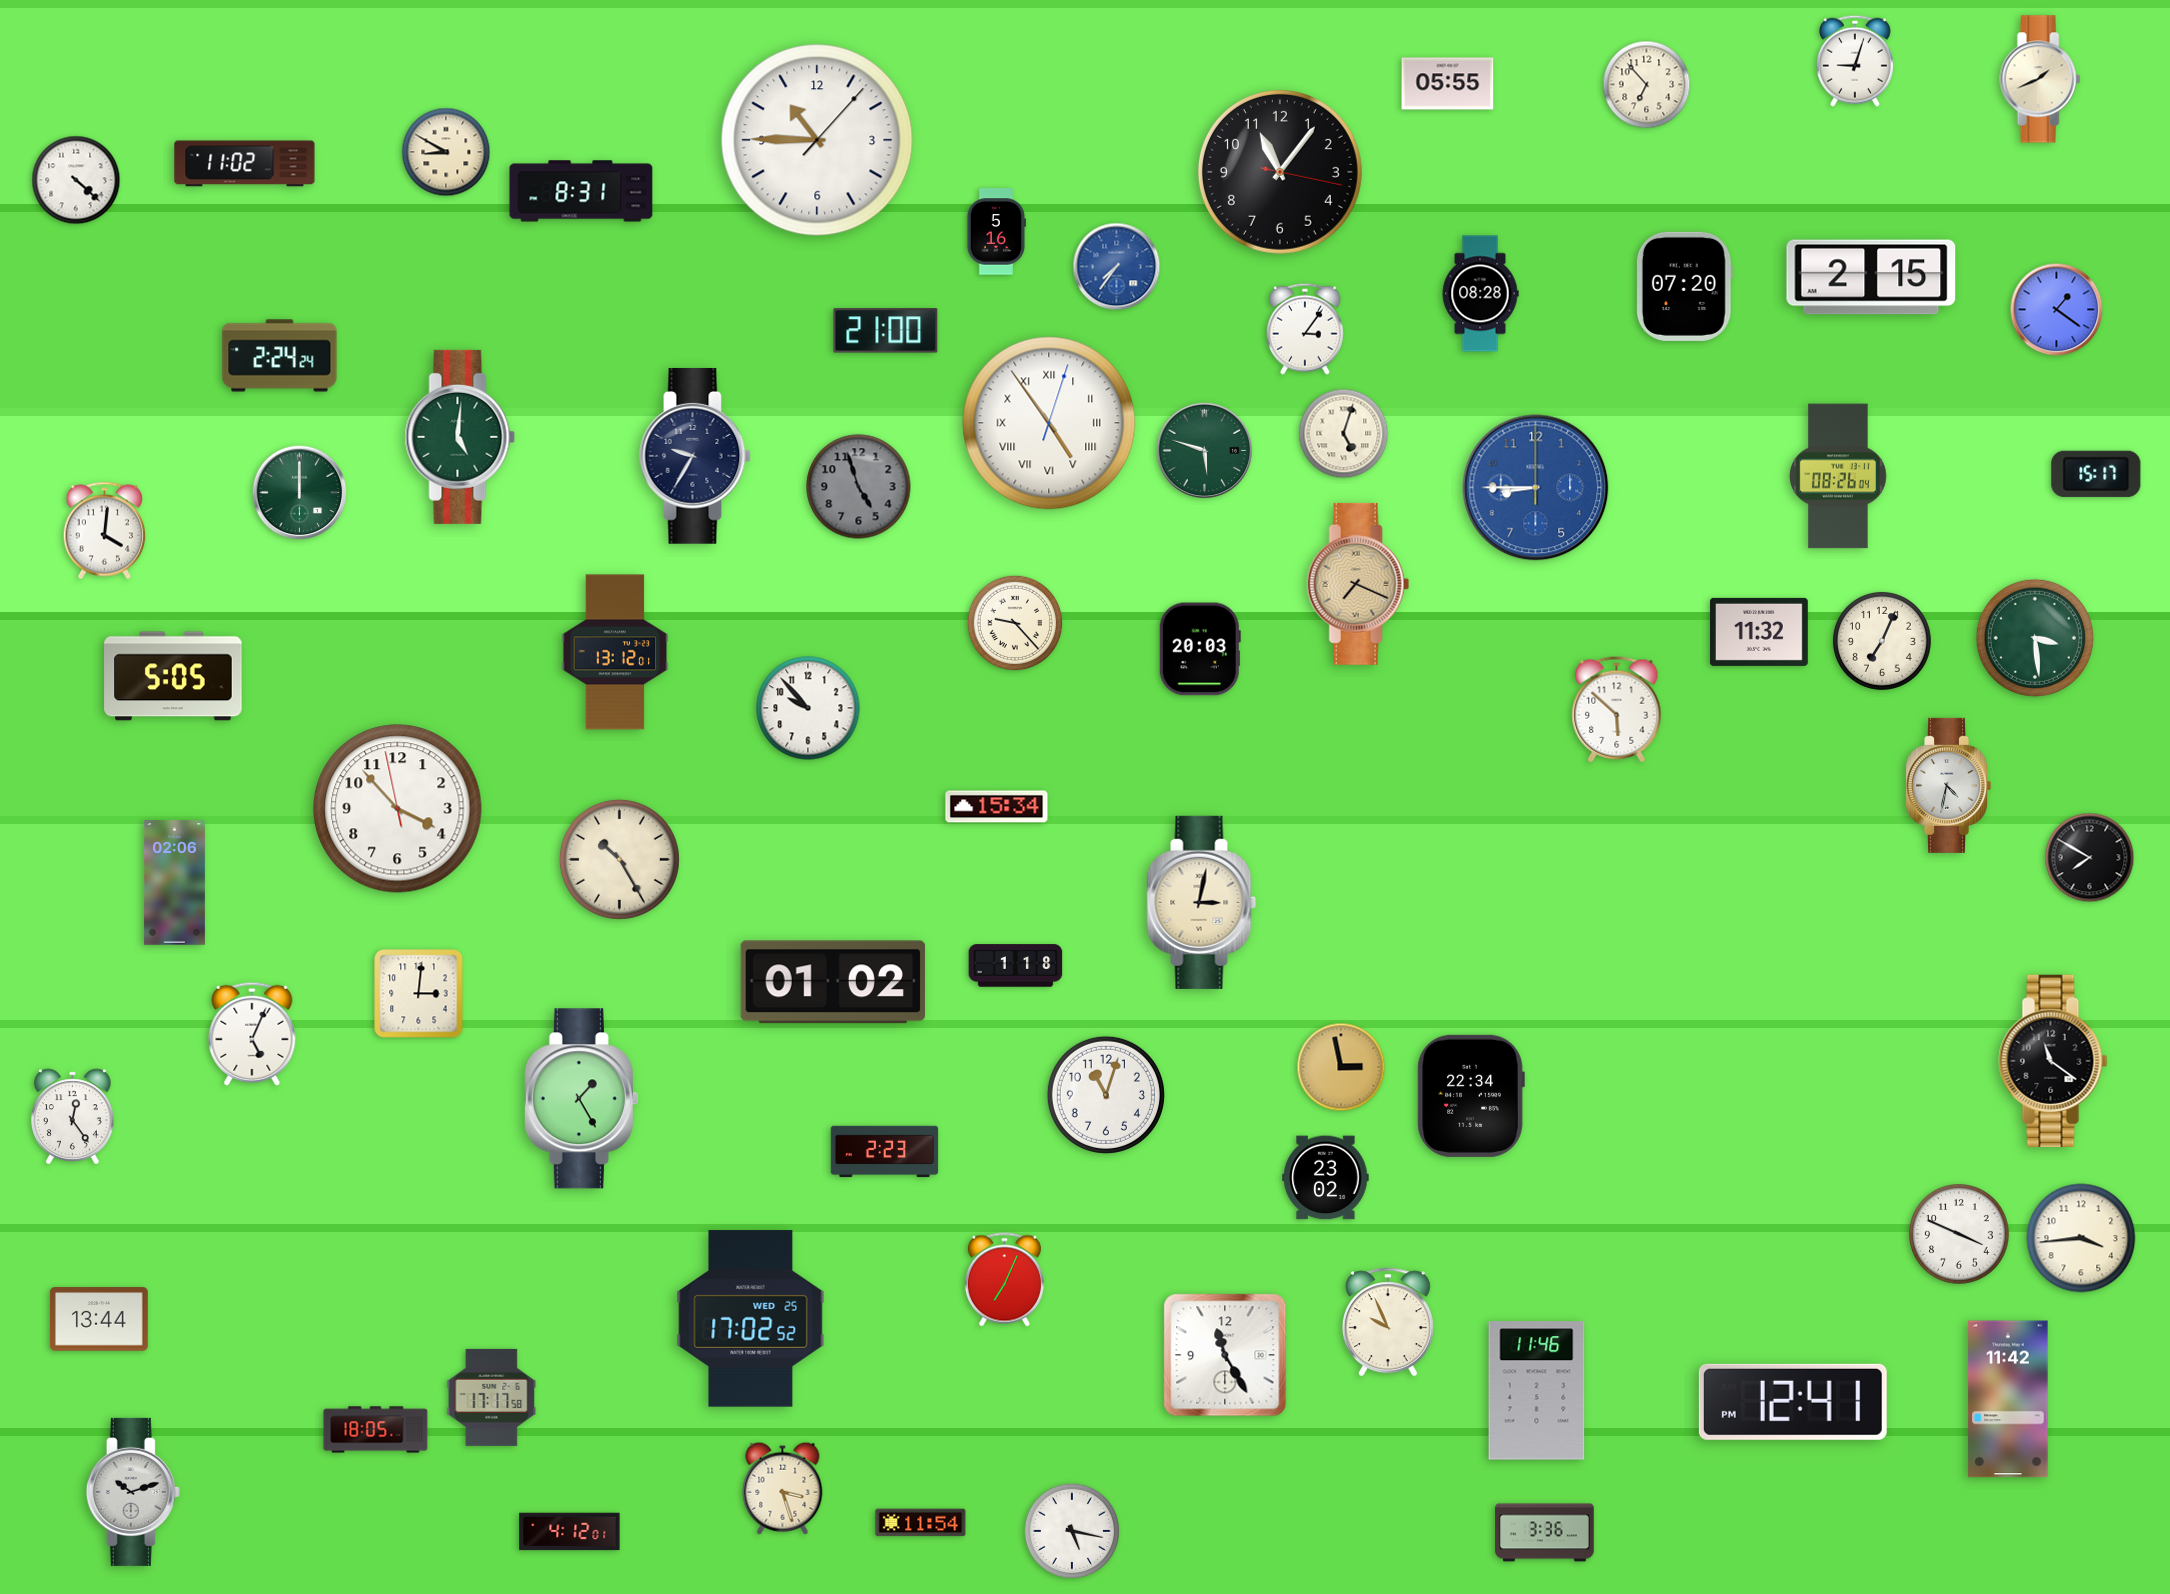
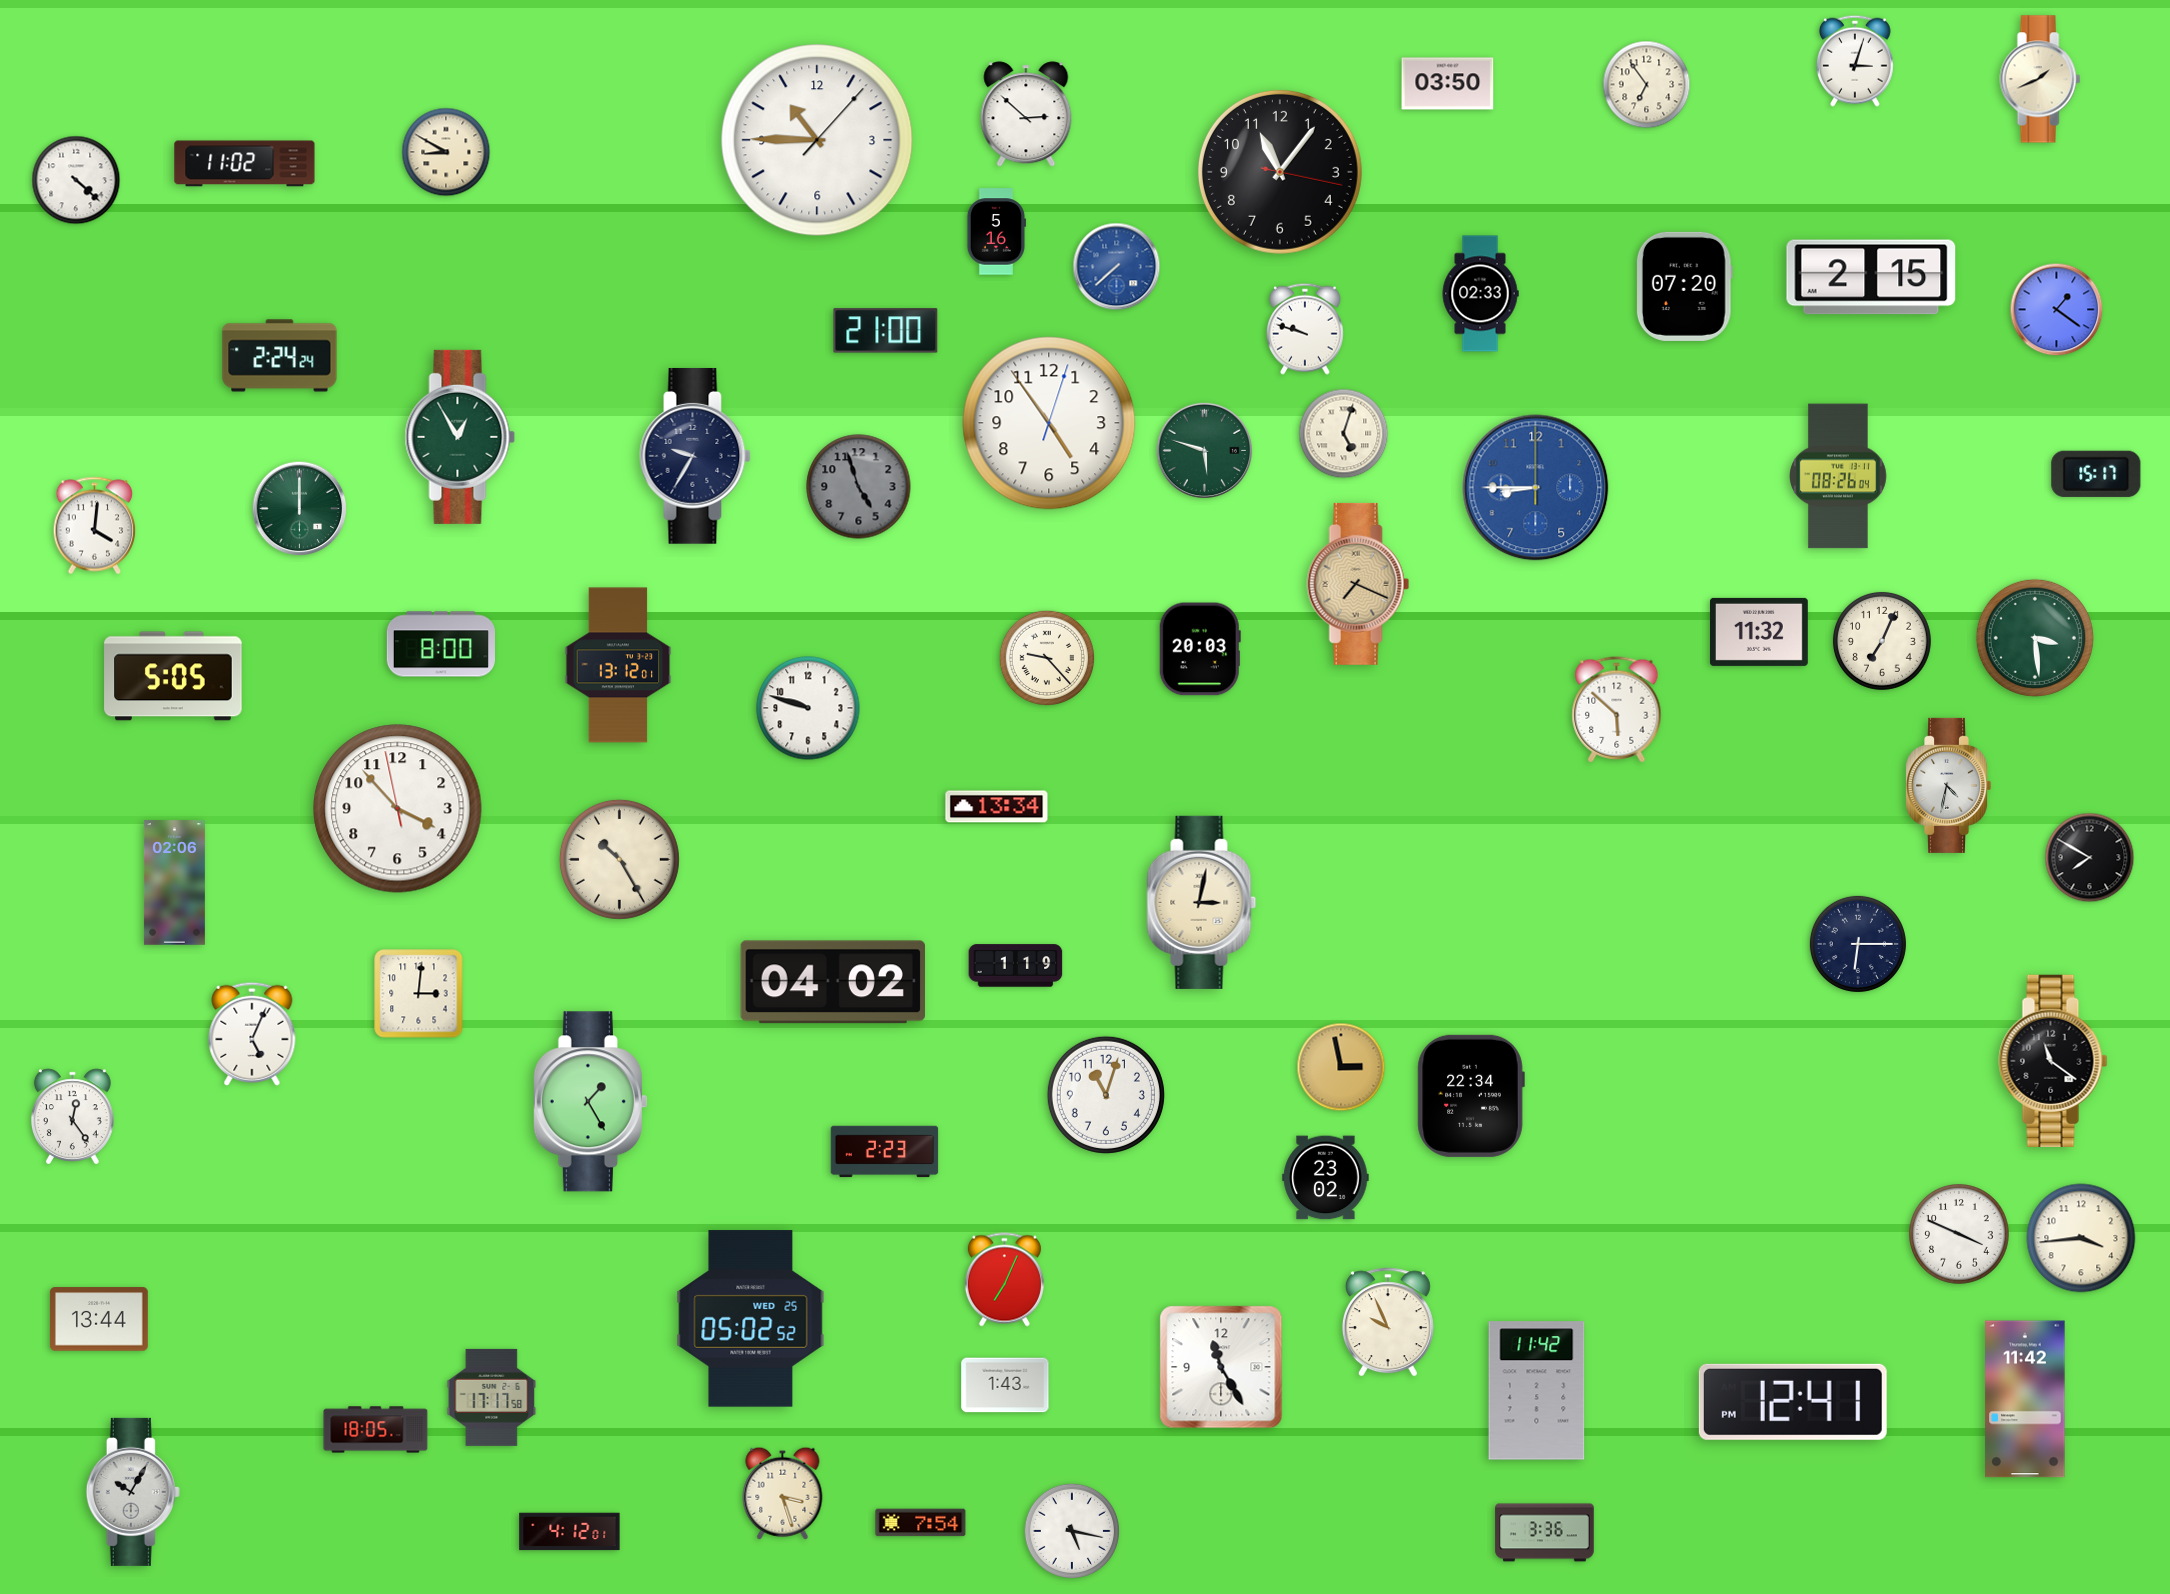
clock at (1855, 61): 9:03 -> 3:03
clock at (1448, 84): 05:55 -> 03:50
clock at (1647, 85): 6:53 -> 6:54
clock at (1026, 114): none -> 2:52
clock at (581, 191): 8:31 -> none
clock at (1117, 267): 7:36 -> 7:38
clock at (1480, 294): 08:28 -> 02:33
clock at (1305, 329): 3:06 -> 9:48
clock at (1049, 423) numerals: Roman -> Arabic
clock at (460, 437): 5:01 -> 12:55
clock at (300, 493) position: (300, 493) -> (300, 509)
clock at (105, 531) position: (105, 531) -> (95, 526)
clock at (1014, 622) position: (1014, 622) -> (1046, 657)
clock at (440, 644): none -> 8:00
clock at (615, 652) position: (615, 652) -> (618, 665)
clock at (808, 708): 9:53 -> 9:48
clock at (997, 807): 15:34 -> 13:34
clock at (1858, 944): none -> 6:15
clock at (1016, 966): 1:18 -> 1:19
clock at (833, 982): 01:02 -> 04:02
clock at (581, 1099) position: (581, 1099) -> (590, 1102)
clock at (751, 1319): 17:02 -> 05:02
clock at (1225, 1355) position: (1225, 1355) -> (1221, 1367)
clock at (1005, 1385): none -> 1:43
clock at (1537, 1391): 11:46 -> 11:42
clock at (2008, 1399) position: (2008, 1399) -> (2025, 1399)
clock at (783, 1488) position: (783, 1488) -> (783, 1493)
clock at (133, 1492): 10:12 -> 10:05
clock at (921, 1523): 11:54 -> 7:54
